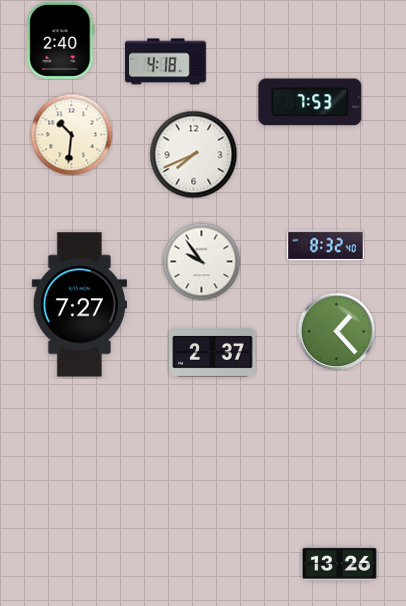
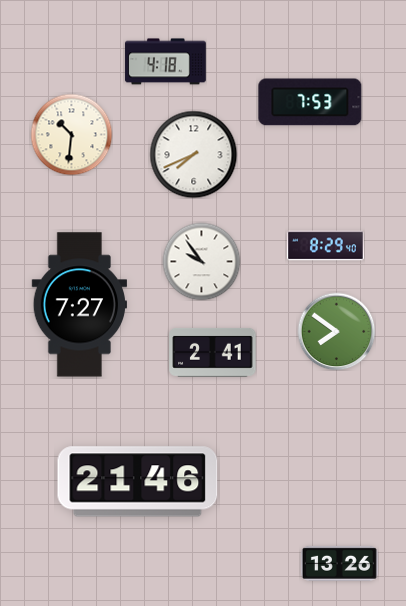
clock at (61, 40): 2:40 -> none
clock at (325, 246): 8:32 -> 8:29
clock at (336, 331): 1:23 -> 7:51
clock at (213, 352): 2:37 -> 2:41
clock at (138, 482): none -> 21:46
